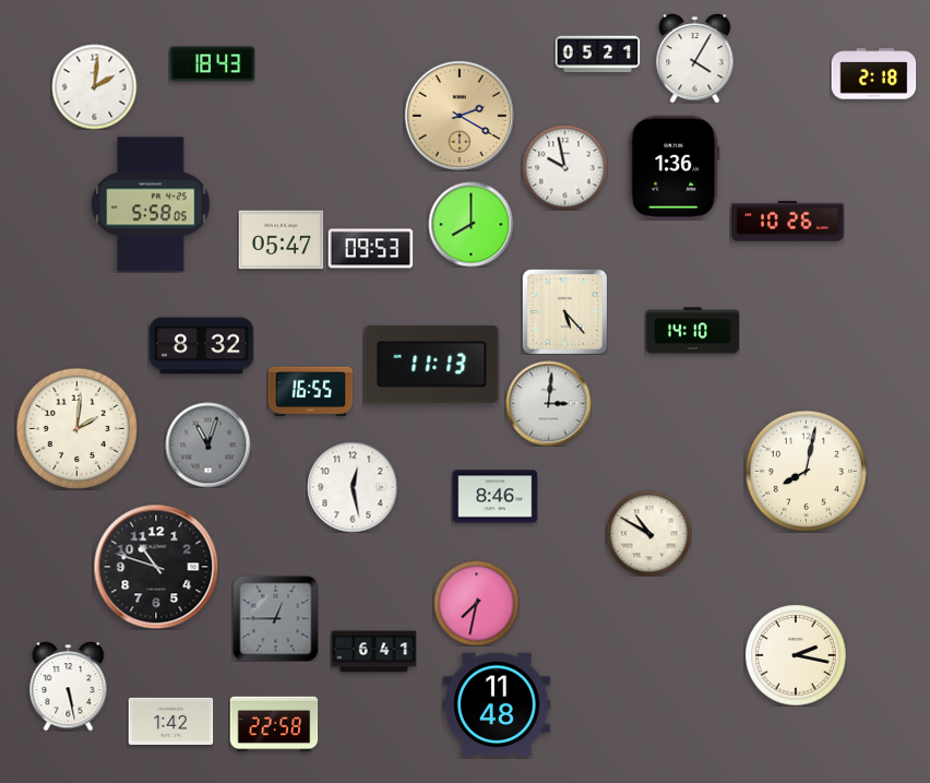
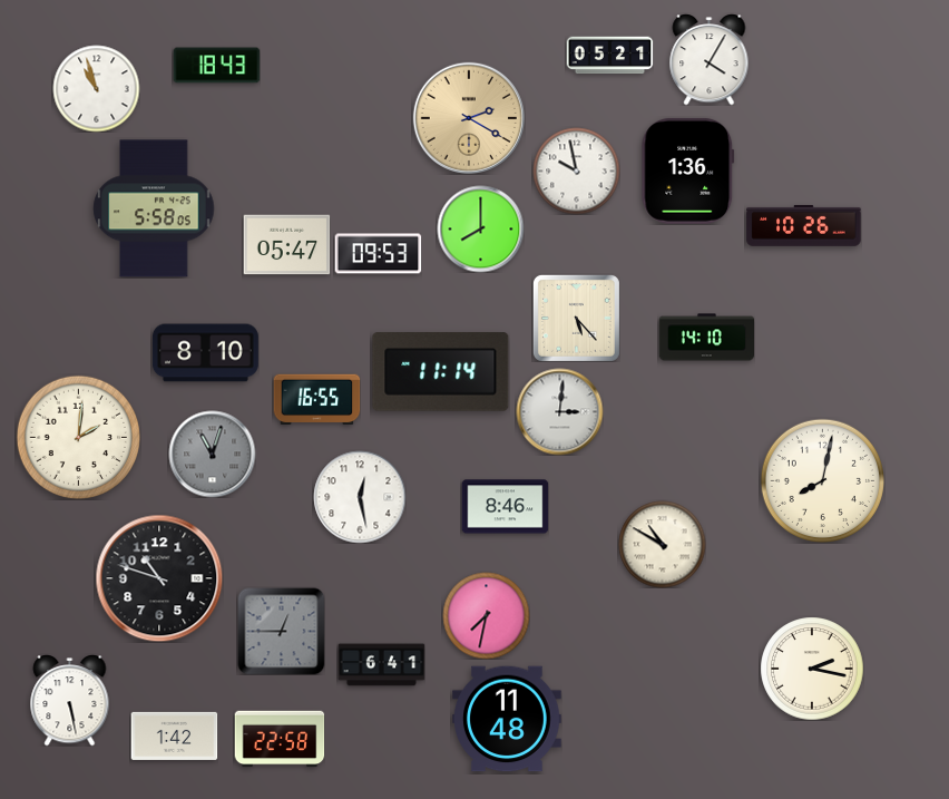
clock at (873, 74): 2:18 -> none
clock at (94, 86): 2:01 -> 10:57
clock at (201, 346): 8:32 -> 8:10
clock at (432, 365): 11:13 -> 11:14
